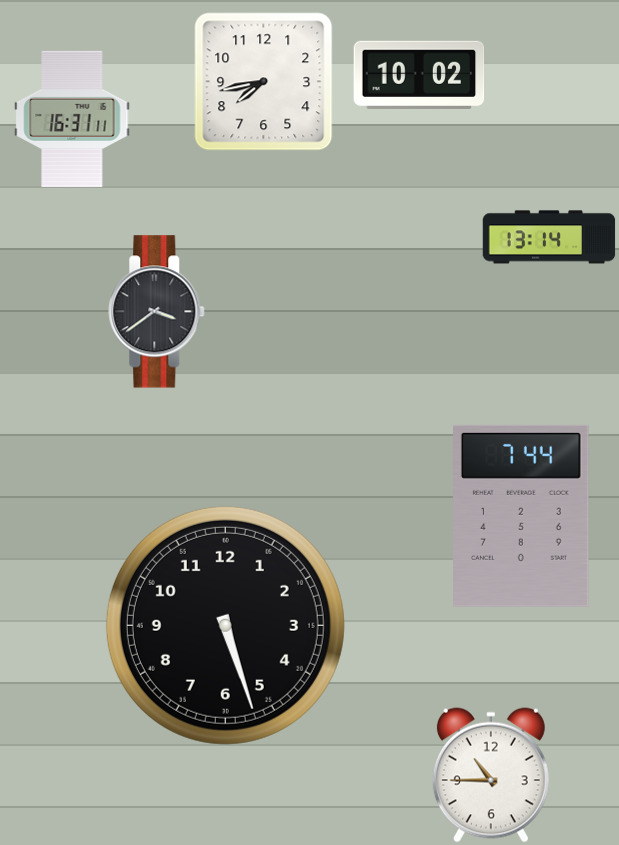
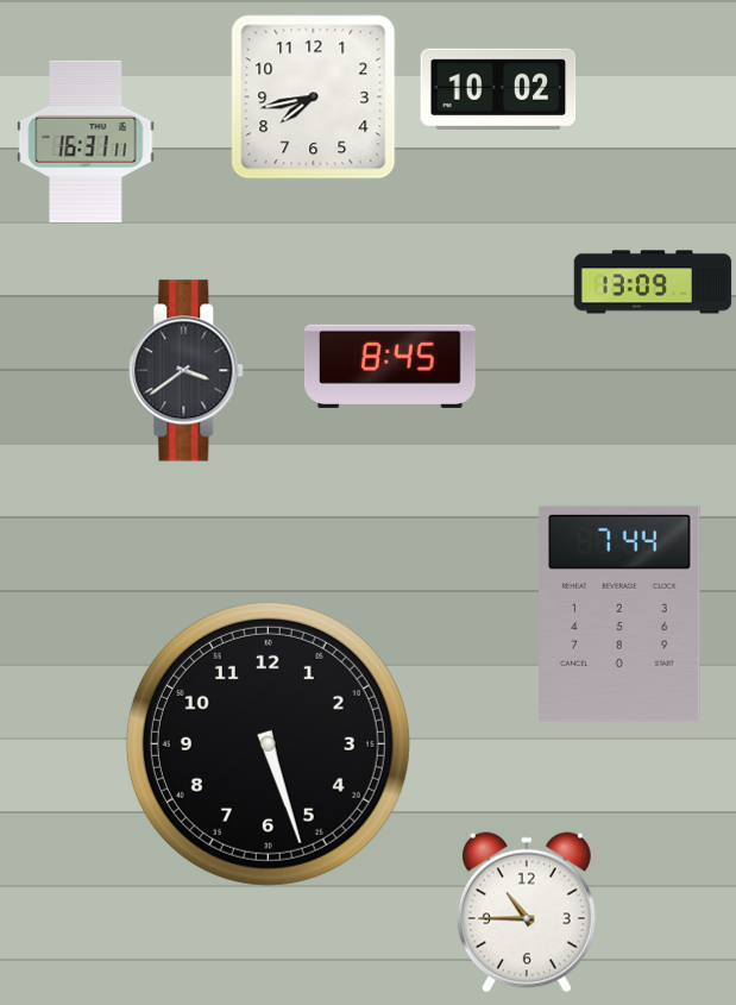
clock at (549, 237): 13:14 -> 13:09
clock at (390, 366): none -> 8:45
clock at (491, 775) position: (491, 775) -> (527, 912)
